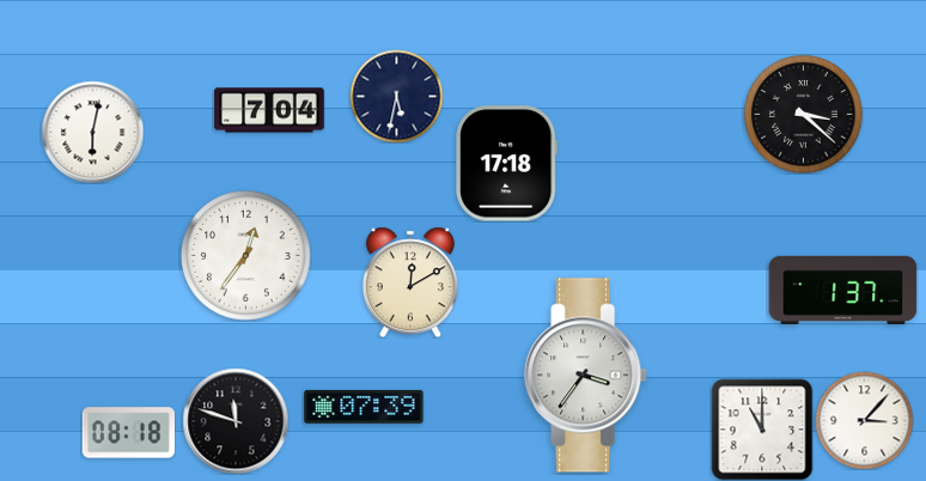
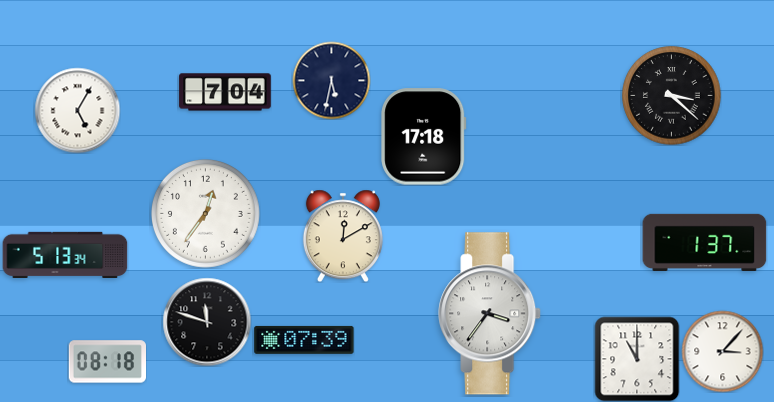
clock at (92, 132): 6:02 -> 5:05
clock at (65, 254): none -> 5:13
clock at (236, 421) position: (236, 421) -> (207, 322)
